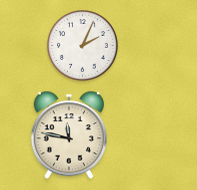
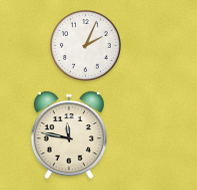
clock at (83, 46) position: (83, 46) -> (86, 46)
